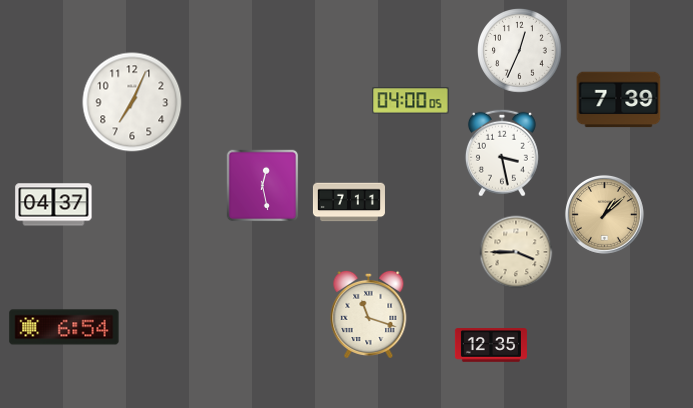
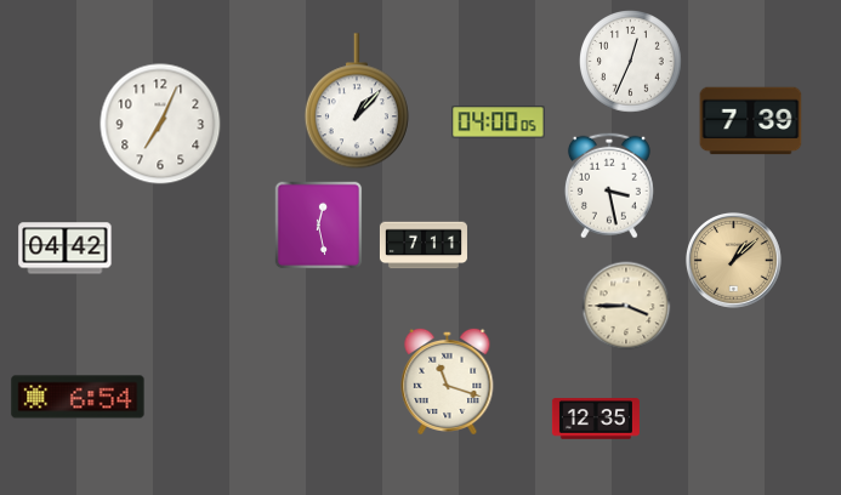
clock at (357, 102): none -> 1:07
clock at (54, 205): 04:37 -> 04:42
